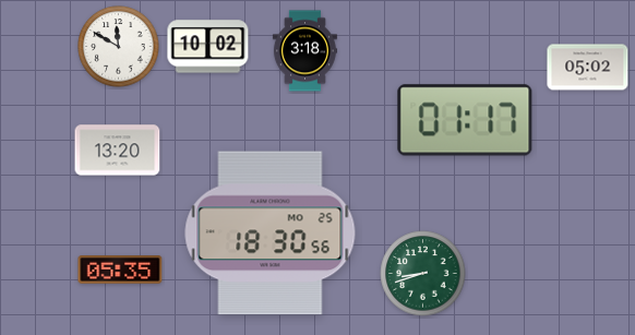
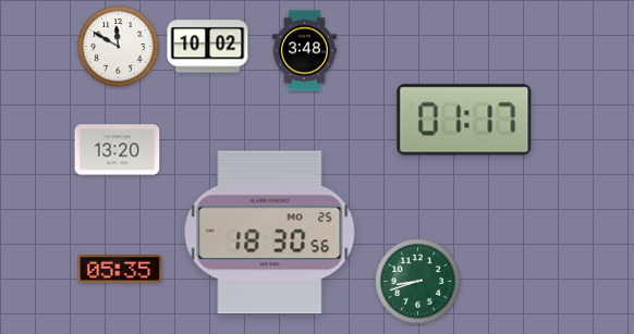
clock at (304, 51): 3:18 -> 3:48
clock at (588, 68): 05:02 -> none
clock at (423, 274) position: (423, 274) -> (418, 282)
